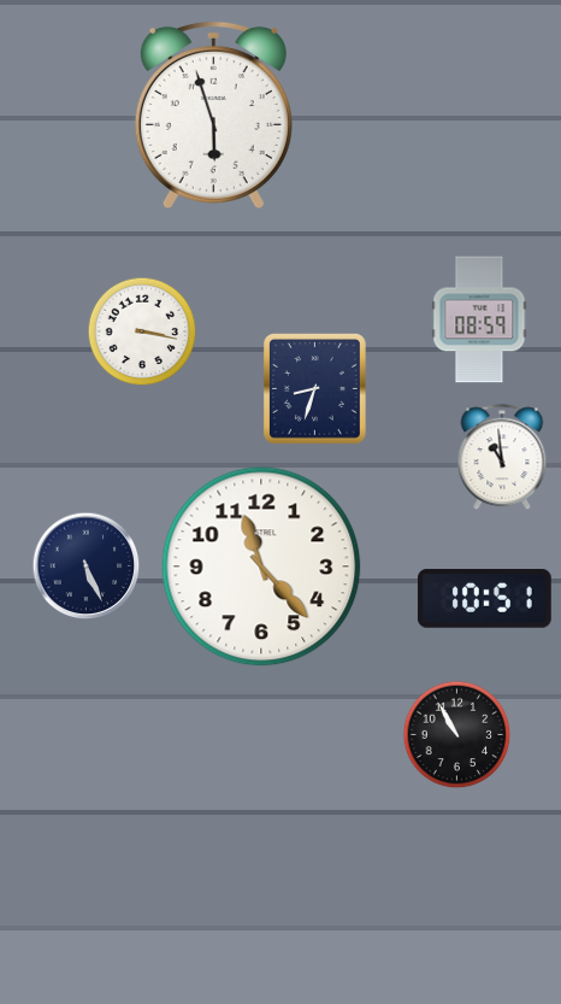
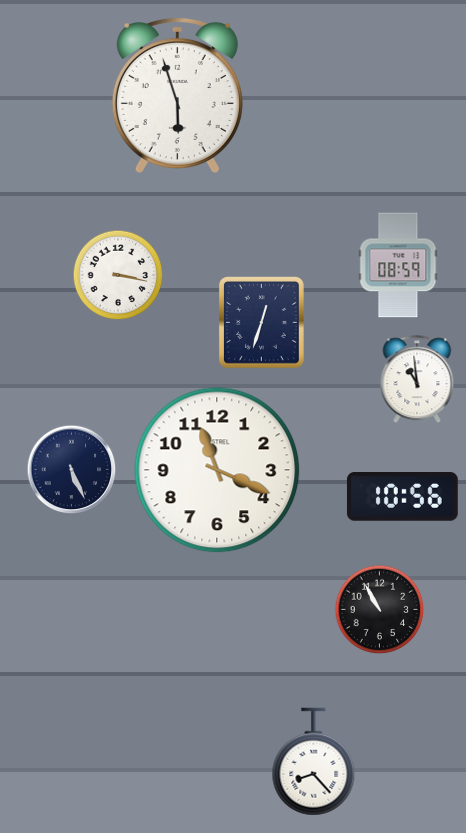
clock at (315, 389): 8:33 -> 12:33
clock at (261, 566): 11:23 -> 11:19
clock at (484, 599): 10:51 -> 10:56
clock at (314, 762): none -> 8:23
